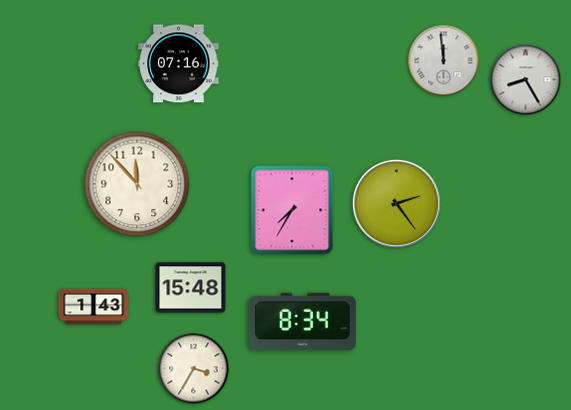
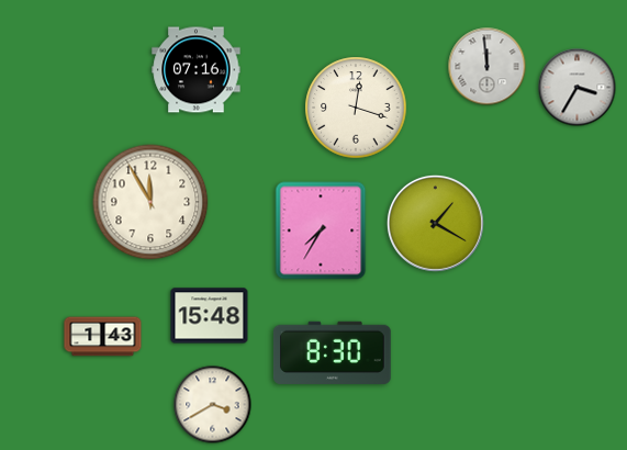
clock at (526, 80): 8:25 -> 3:35
clock at (356, 108): none -> 12:18
clock at (137, 184): 11:53 -> 11:55
clock at (396, 203): 2:24 -> 1:20
clock at (302, 321): 8:34 -> 8:30
clock at (194, 369): 3:35 -> 3:40
